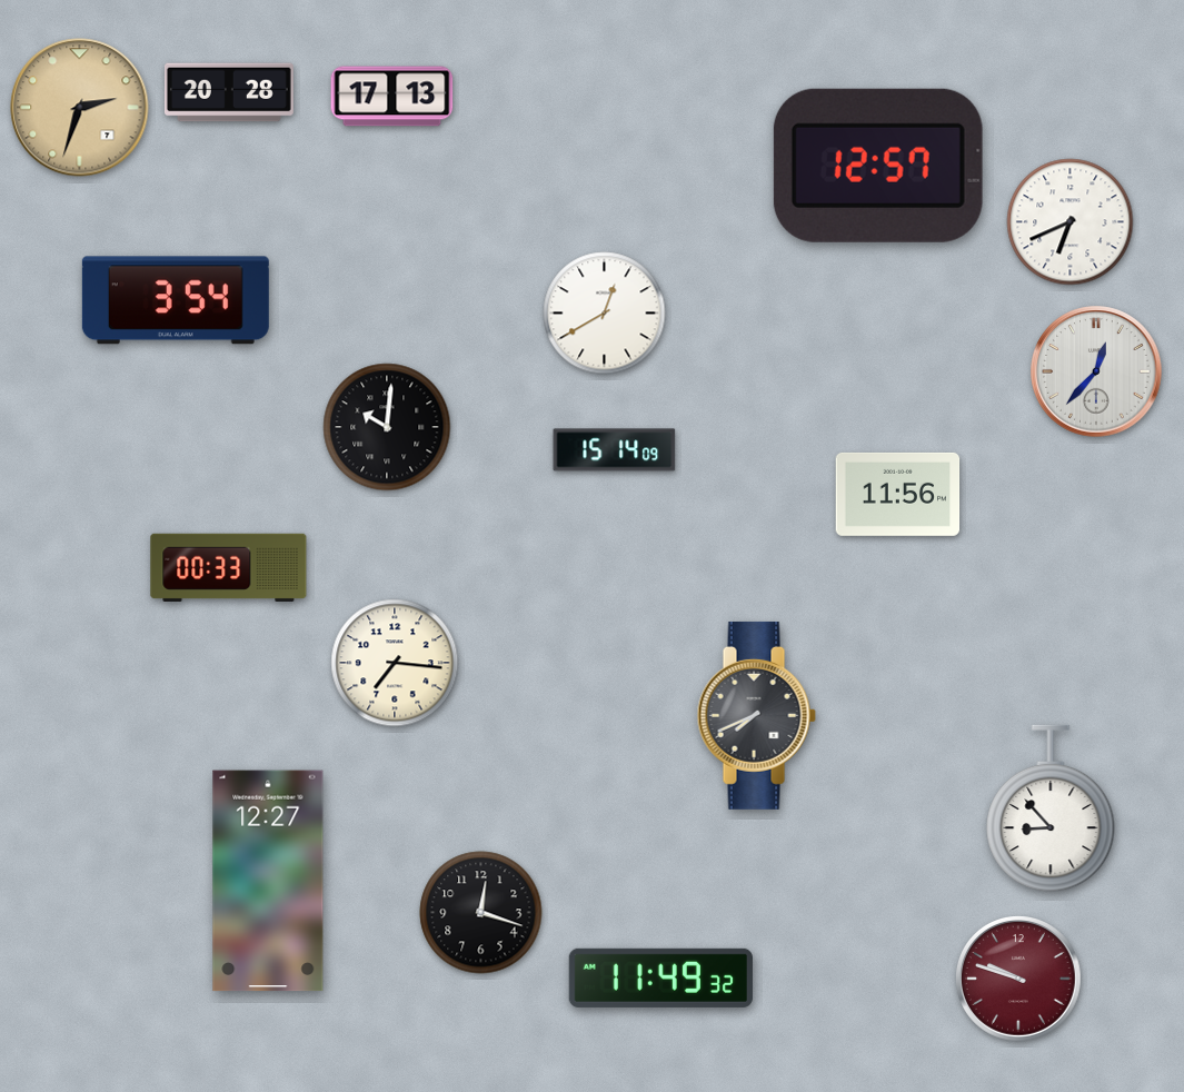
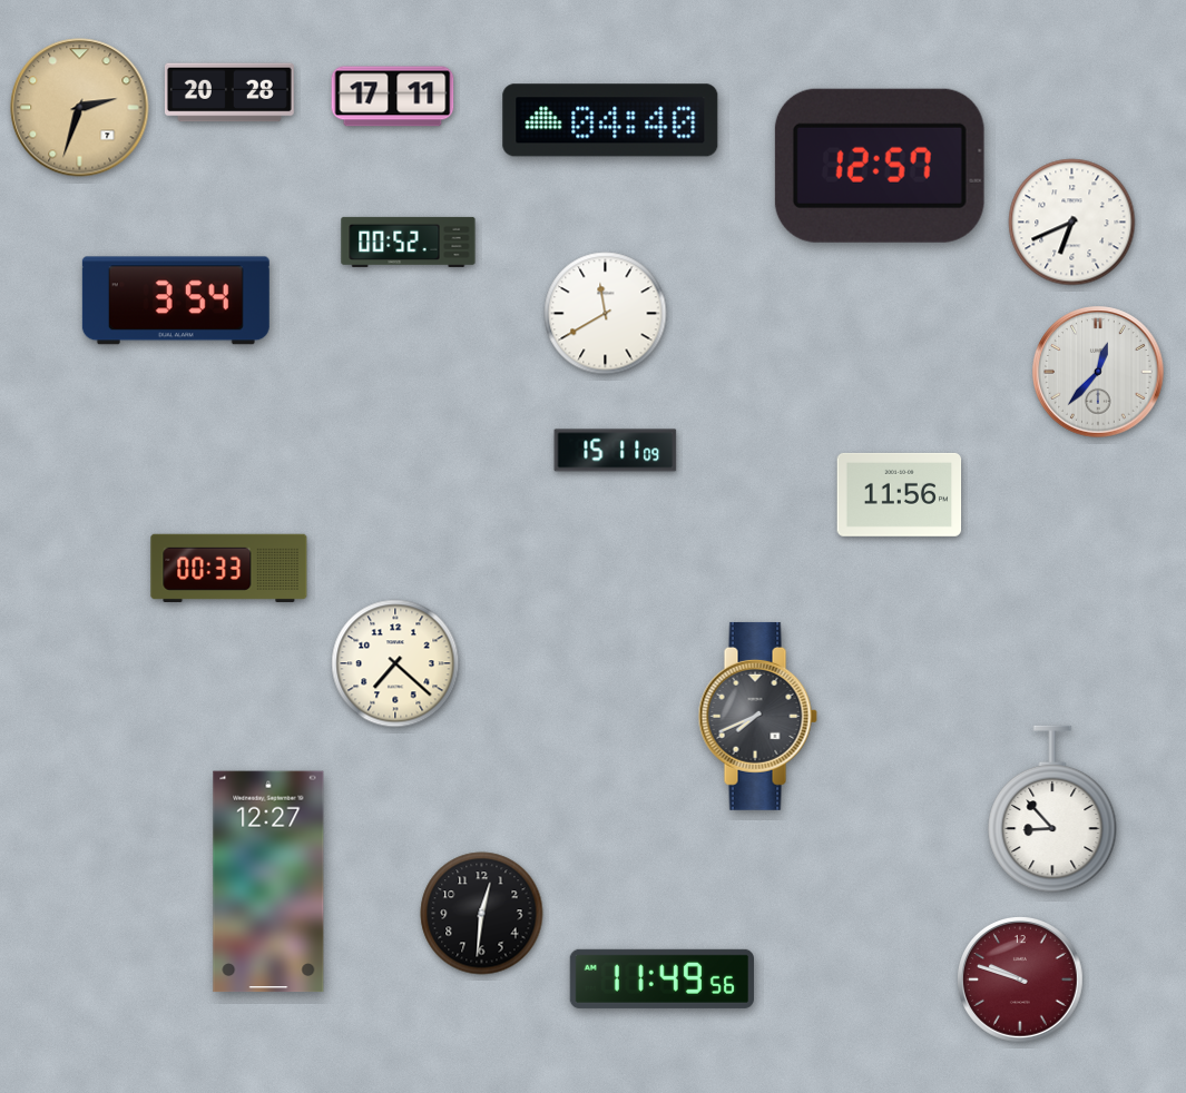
clock at (392, 97): 17:13 -> 17:11
clock at (610, 120): none -> 04:40
clock at (409, 242): none -> 00:52
clock at (605, 314): 12:40 -> 11:40
clock at (387, 427): 10:01 -> none
clock at (615, 450): 15:14 -> 15:11
clock at (395, 663): 7:16 -> 7:22
clock at (481, 913): 12:18 -> 12:31
clock at (660, 977): 11:49:32 -> 11:49:56
